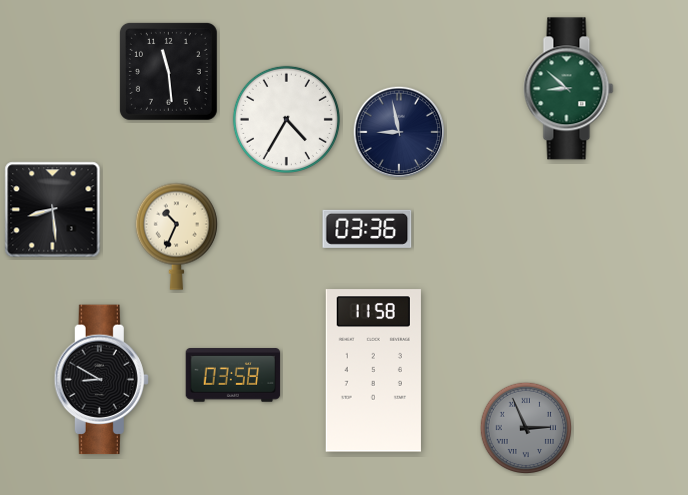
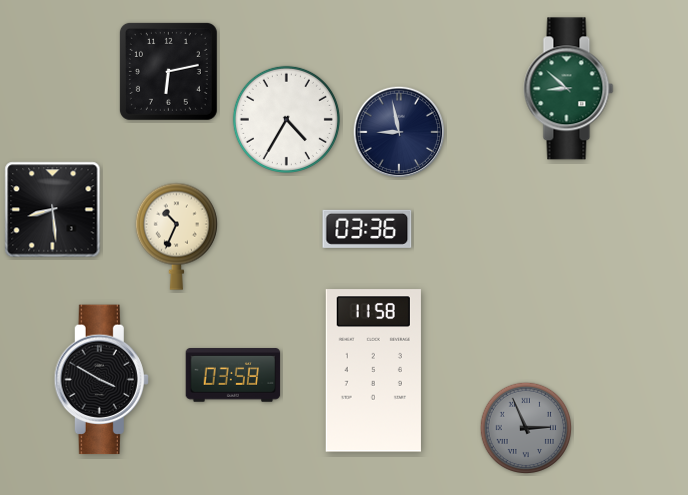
clock at (168, 71): 11:29 -> 6:13
clock at (101, 380): 8:50 -> 3:50
